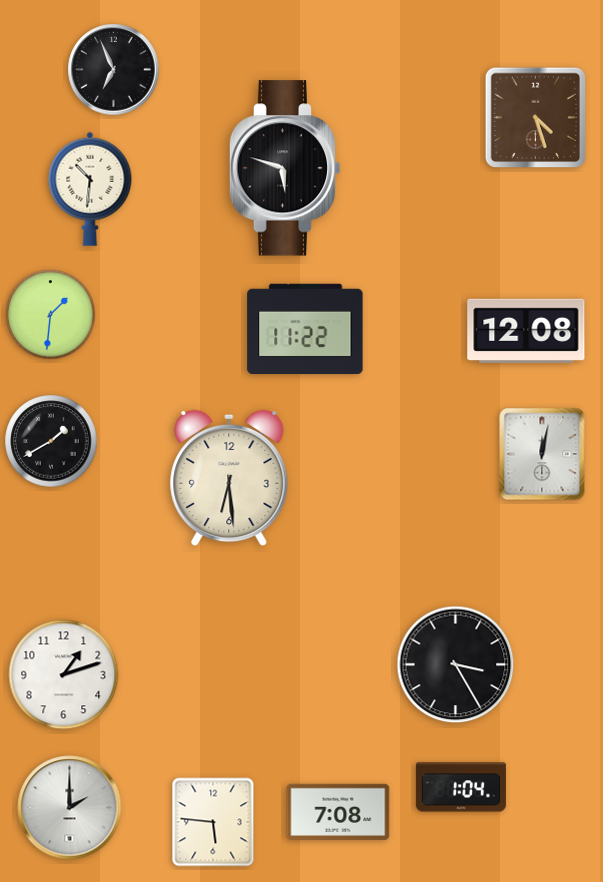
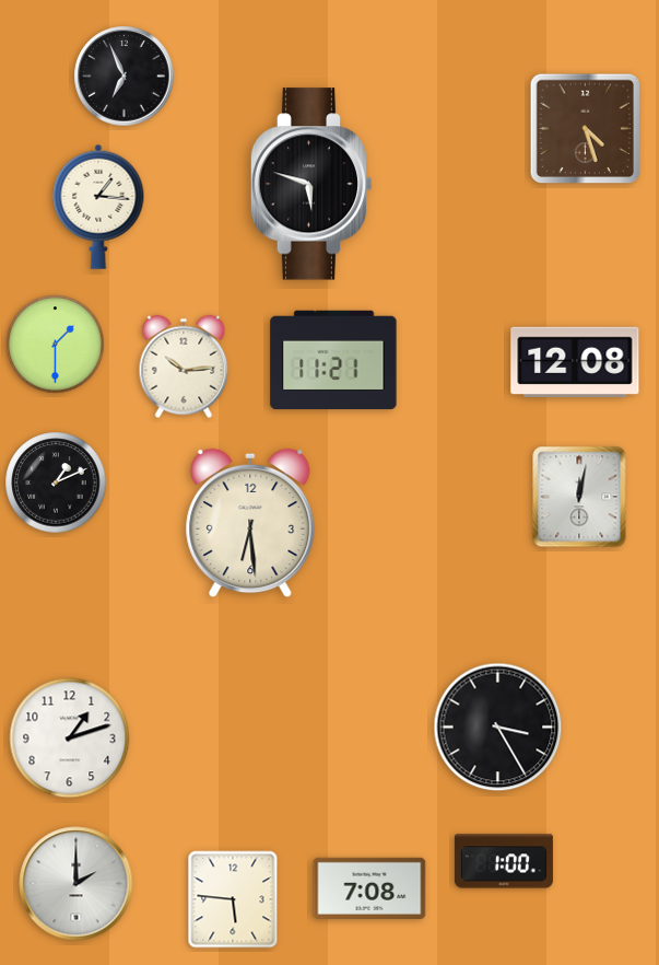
clock at (90, 189): 10:31 -> 1:16
clock at (51, 315): 1:31 -> 1:30
clock at (305, 329): 11:22 -> 11:21
clock at (184, 367): none -> 10:14
clock at (51, 441): 1:40 -> 1:11
clock at (542, 454) position: (542, 454) -> (579, 497)
clock at (461, 787): 1:04 -> 1:00
